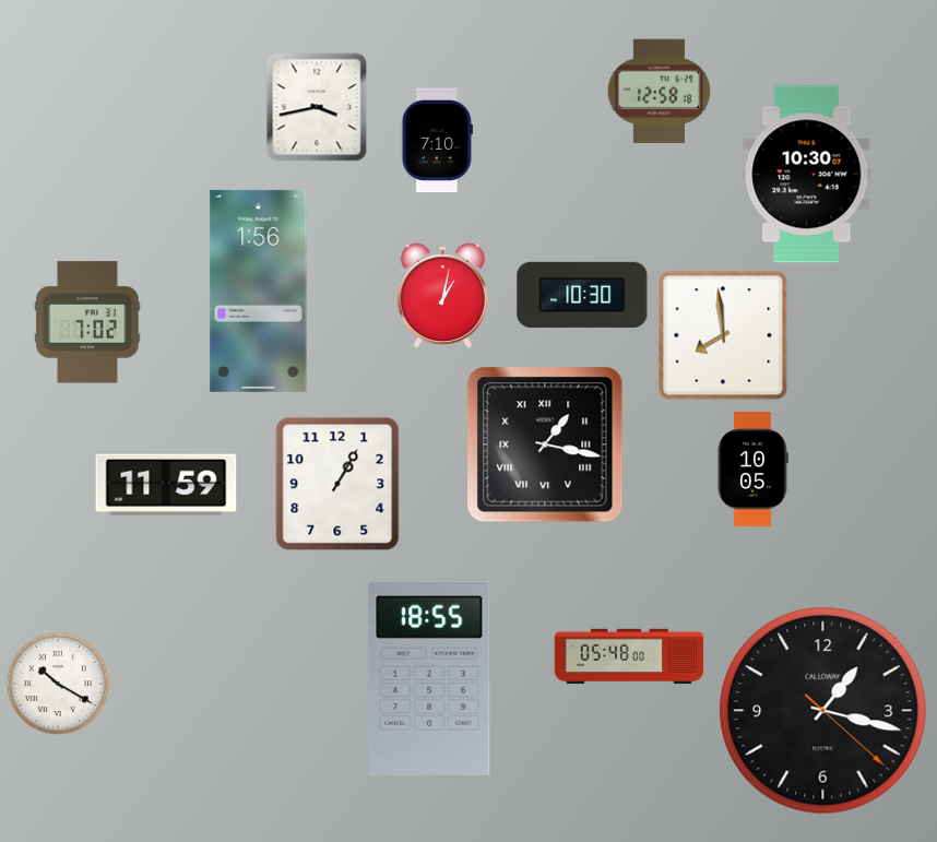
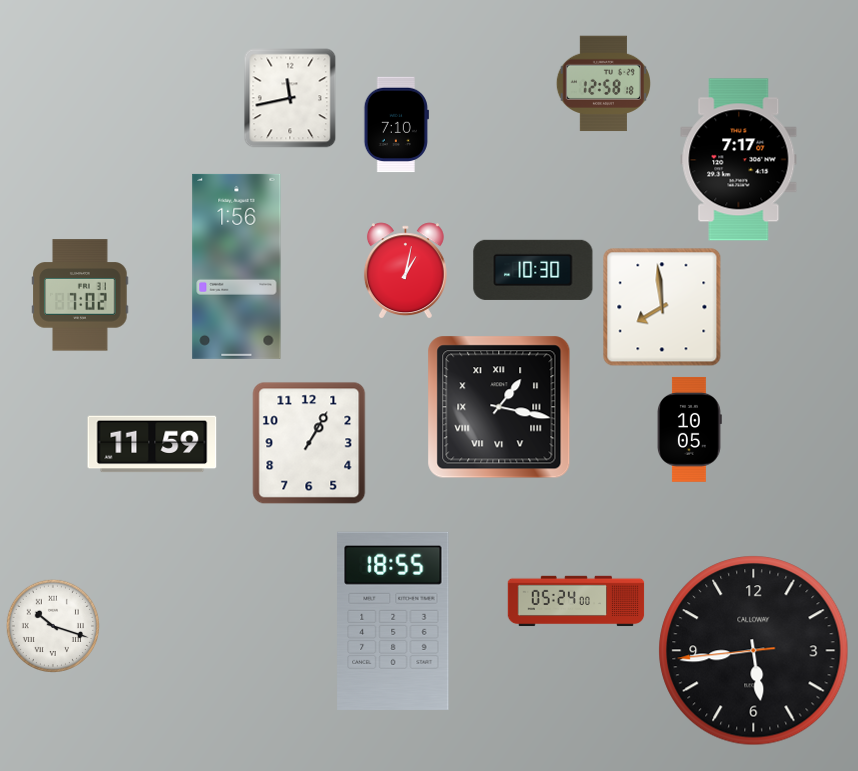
clock at (317, 107): 3:43 -> 11:43
clock at (437, 141) position: (437, 141) -> (396, 125)
clock at (807, 175): 10:30 -> 7:17
clock at (629, 656): 05:48 -> 05:24
clock at (57, 683): 10:20 -> 10:18
clock at (823, 711): 1:17 -> 5:43
